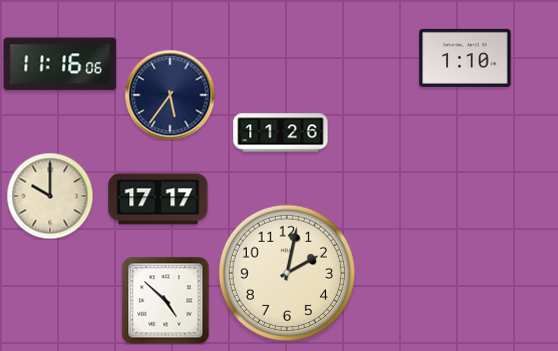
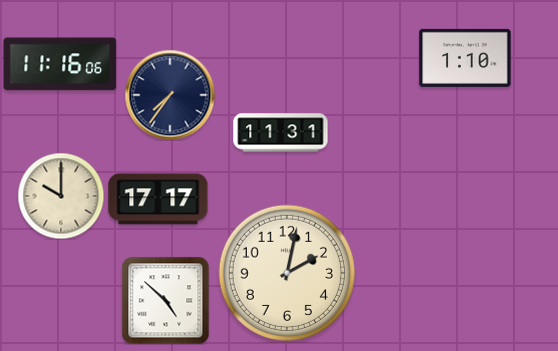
clock at (170, 95): 5:36 -> 7:36
clock at (281, 133): 11:26 -> 11:31
clock at (50, 196) position: (50, 196) -> (61, 196)
